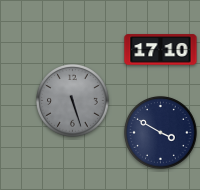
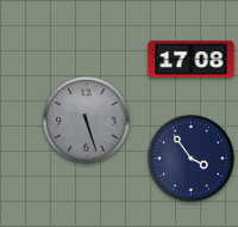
clock at (161, 50): 17:10 -> 17:08
clock at (161, 133): 3:50 -> 3:54
